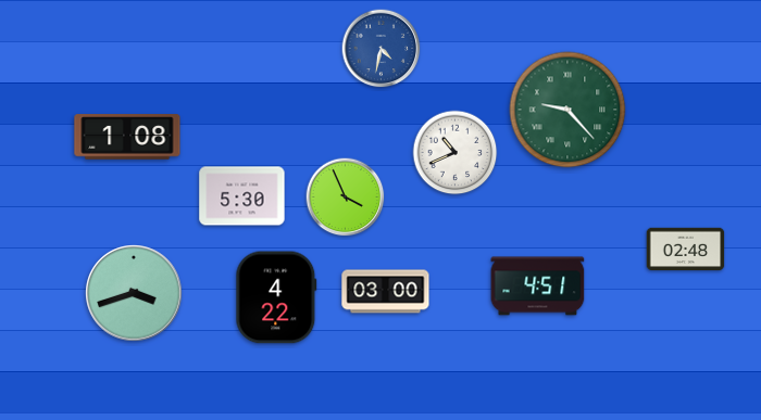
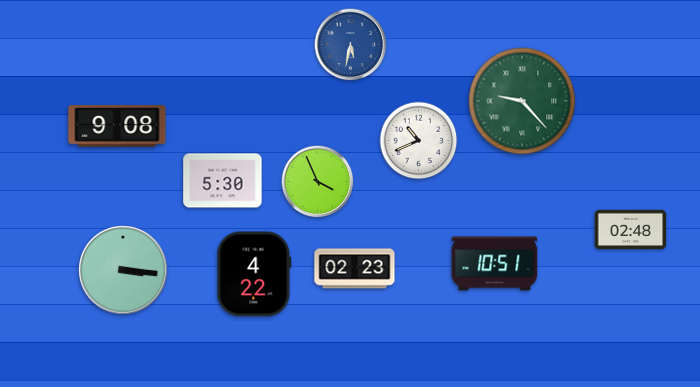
clock at (382, 49): 4:32 -> 5:32
clock at (127, 137): 1:08 -> 9:08
clock at (538, 287): 4:51 -> 10:51
clock at (386, 292): 03:00 -> 02:23
clock at (134, 293): 3:42 -> 3:16
